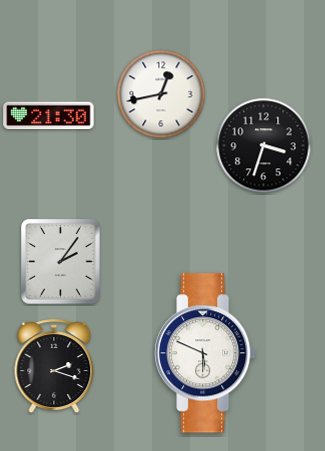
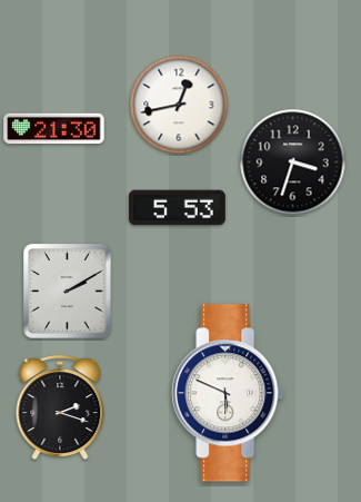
clock at (178, 208): none -> 5:53
clock at (61, 262): 2:06 -> 2:10
